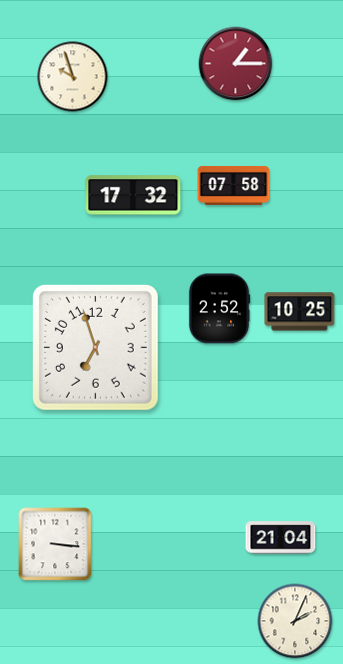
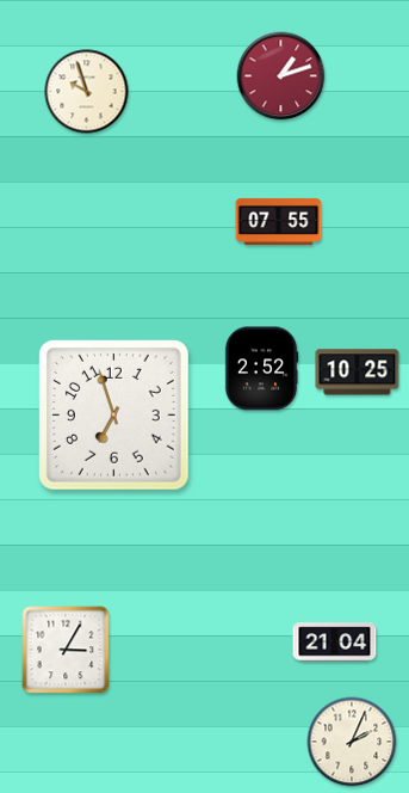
clock at (236, 64): 1:15 -> 1:12
clock at (234, 185): 07:58 -> 07:55
clock at (133, 195): 17:32 -> none
clock at (55, 544): 3:16 -> 3:05
